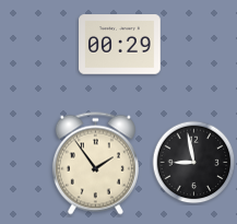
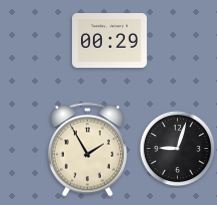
clock at (194, 163): 8:58 -> 9:03
clock at (95, 164): 1:54 -> 1:55
